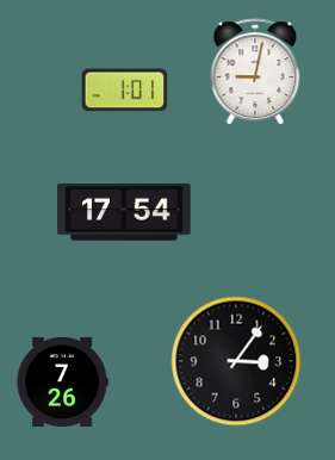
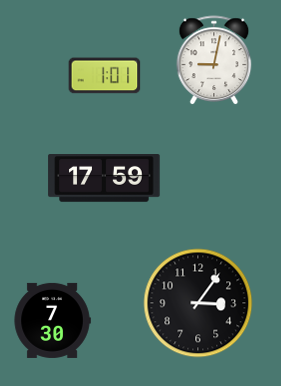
clock at (124, 213): 17:54 -> 17:59
clock at (62, 381): 7:26 -> 7:30
